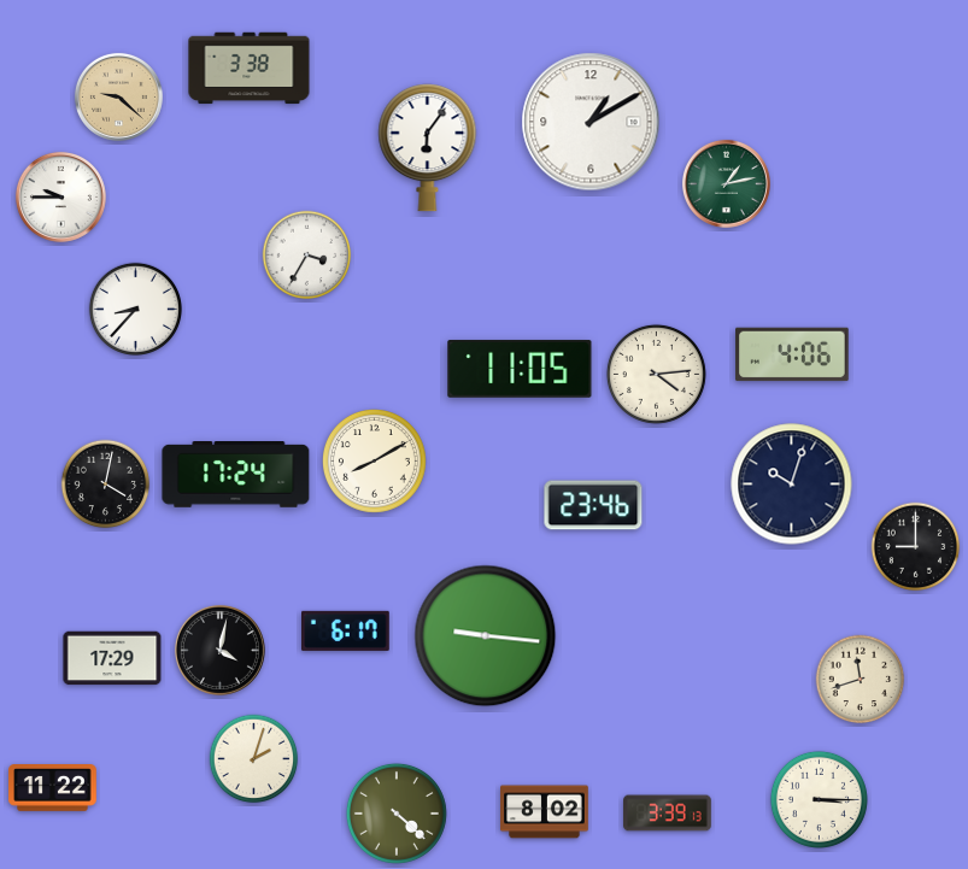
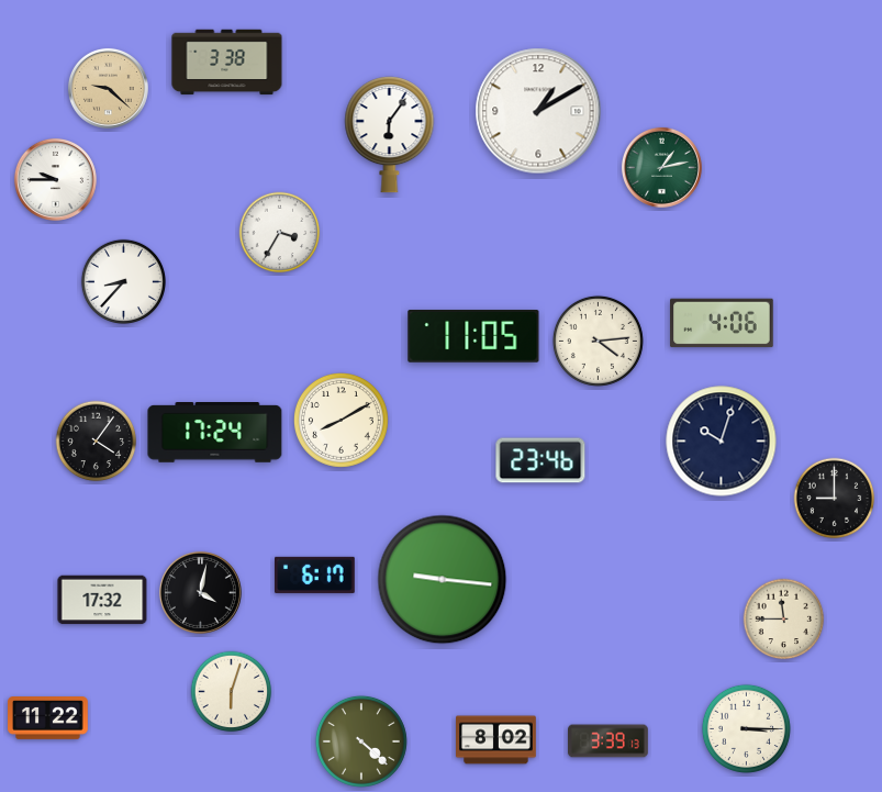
clock at (106, 485): 4:02 -> 4:06
clock at (112, 658): 17:29 -> 17:32
clock at (861, 680): 11:42 -> 11:45
clock at (254, 759): 2:03 -> 6:03
